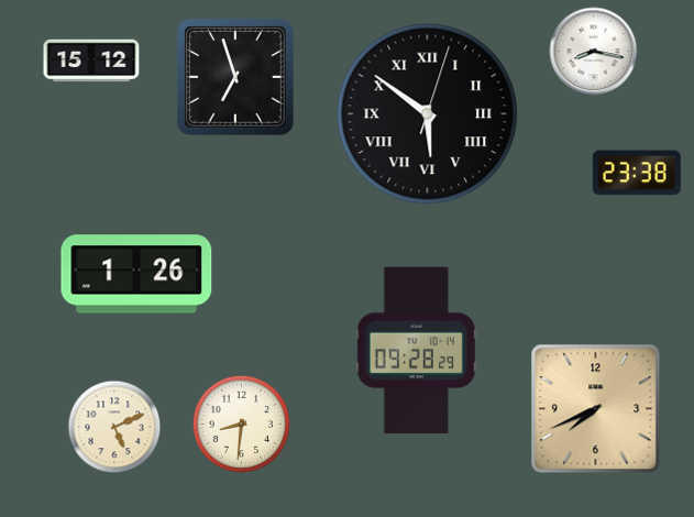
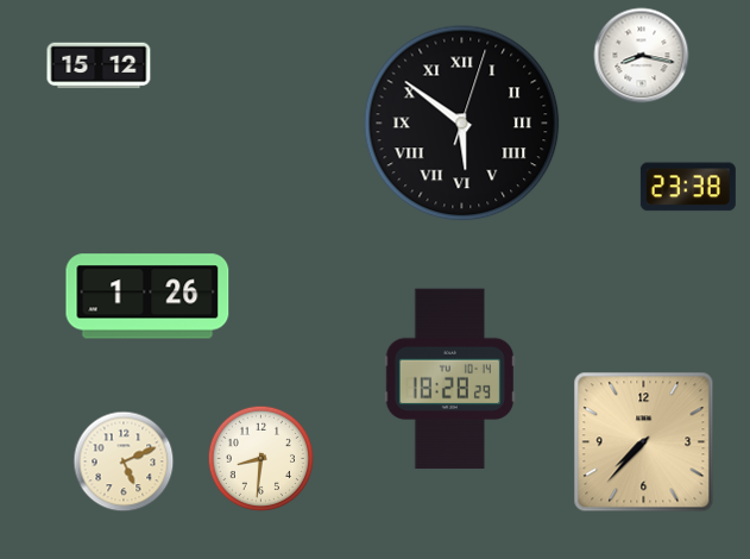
clock at (235, 77): 6:57 -> none
clock at (416, 351): 09:28 -> 18:28
clock at (596, 409): 7:41 -> 7:37
